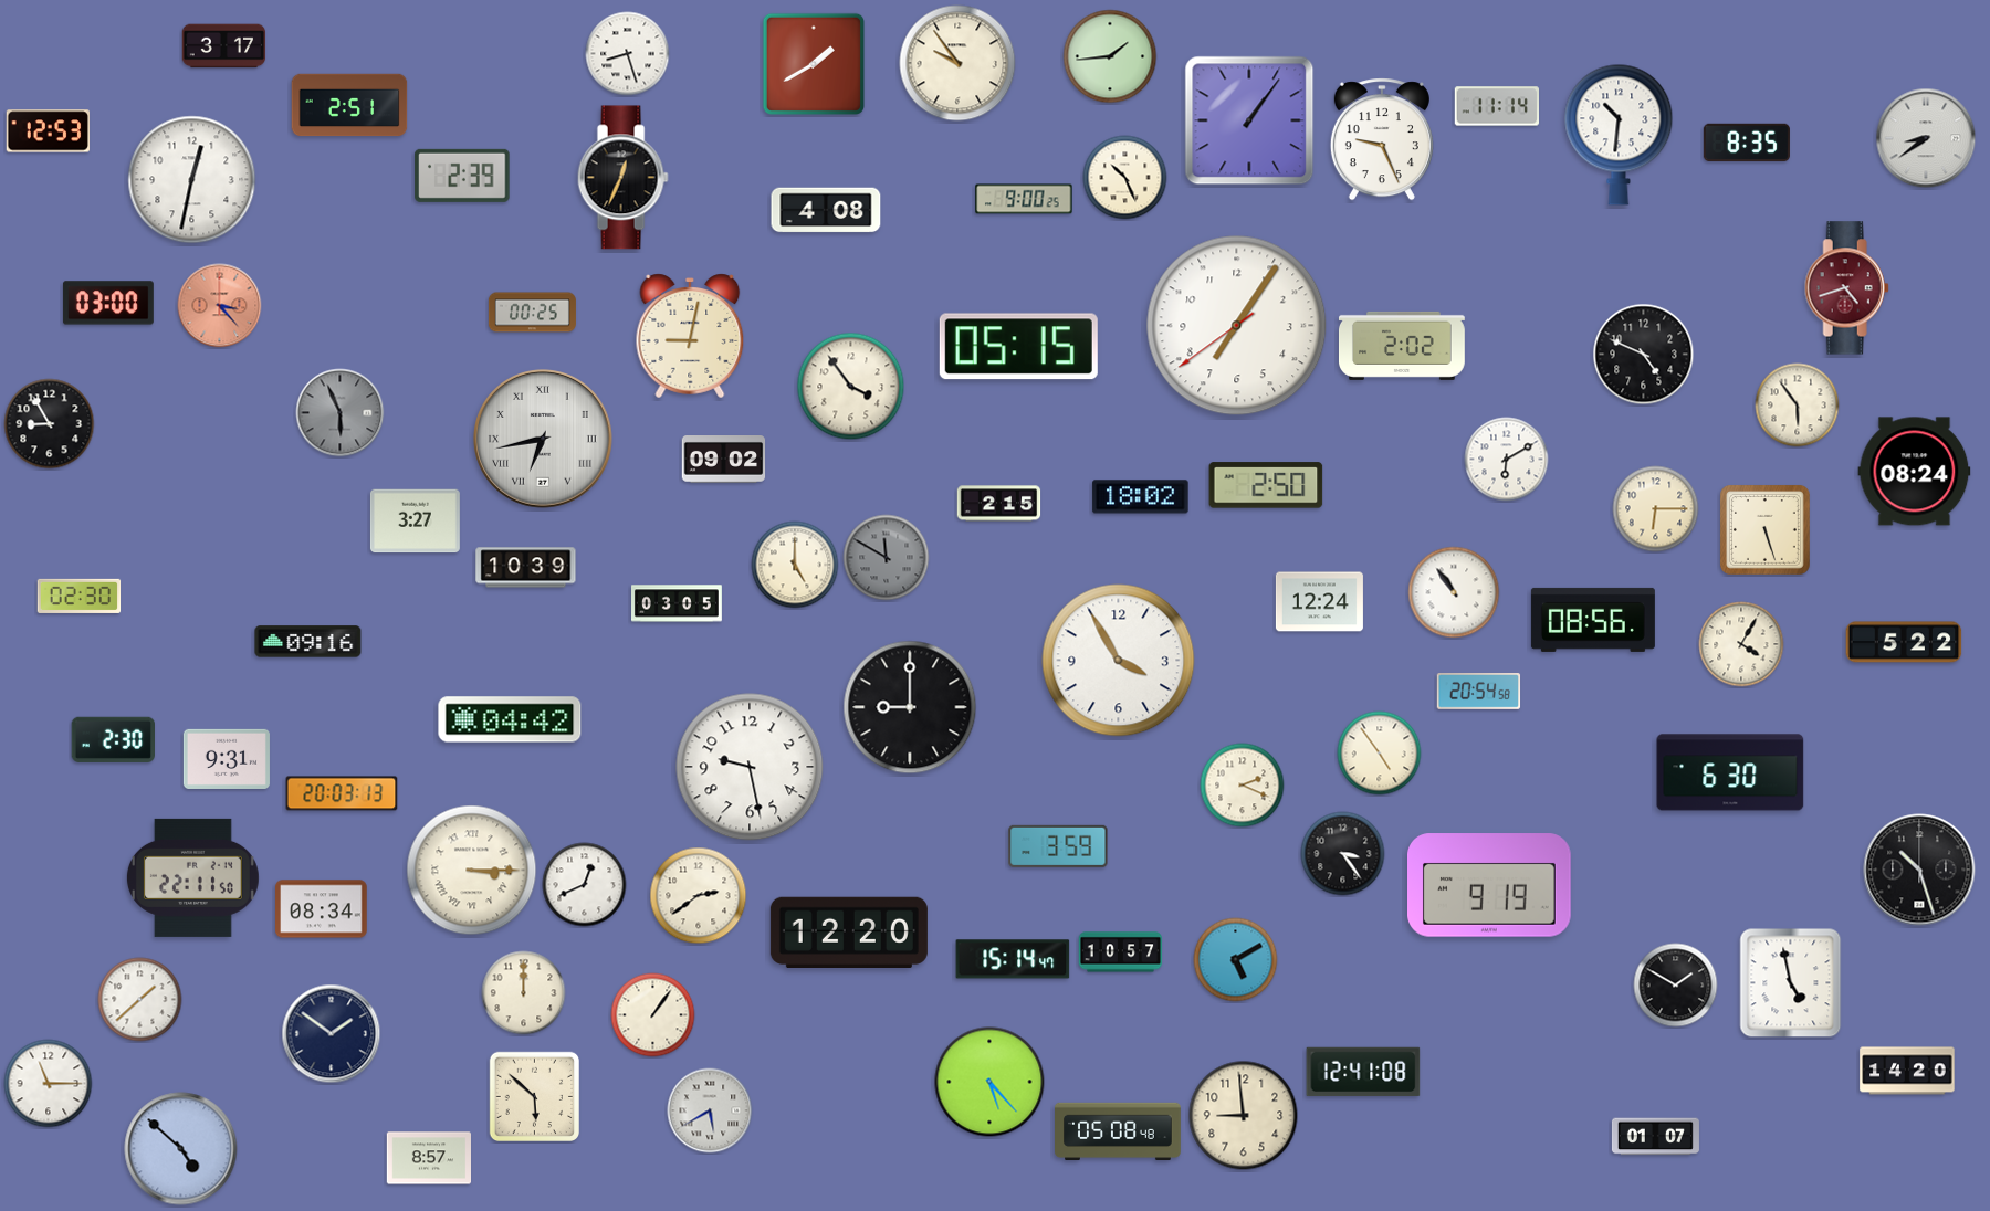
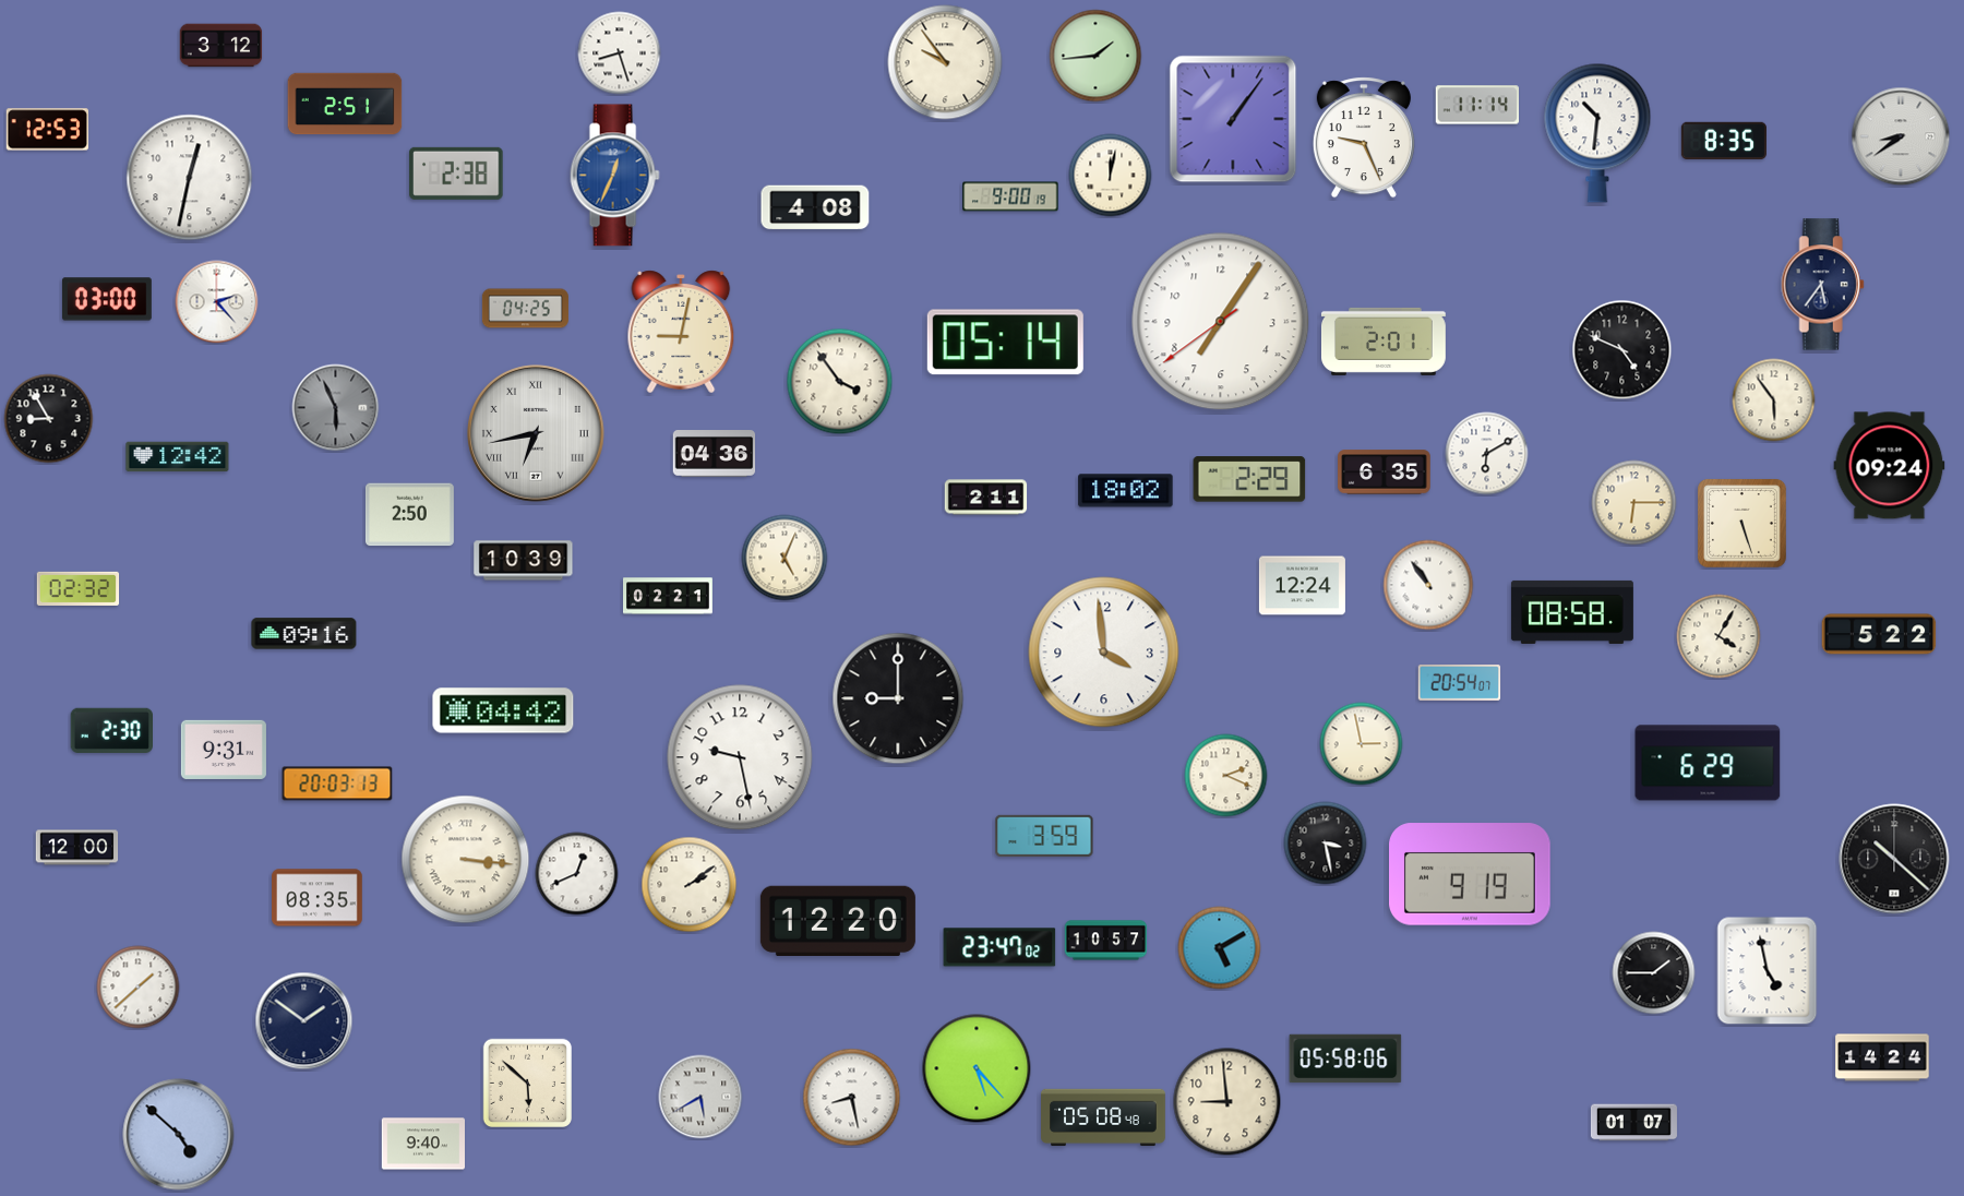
clock at (224, 46): 3:17 -> 3:12
clock at (813, 63): 1:40 -> none
clock at (462, 176): 2:39 -> 2:38
clock at (622, 178) dial: black -> blue
clock at (1125, 178): 10:26 -> 12:02
clock at (1024, 199): 9:00:25 -> 9:00:19
clock at (1846, 288): 4:42 -> 5:36
clock at (1846, 288) dial: burgundy -> navy
clock at (220, 306): 3:23 -> 2:23
clock at (220, 306) dial: salmon -> white
clock at (532, 313): 00:25 -> 04:25
clock at (1402, 346): 2:02 -> 2:01
clock at (1018, 347): 05:15 -> 05:14
clock at (724, 460): 09:02 -> 04:36
clock at (178, 457): none -> 12:42
clock at (1915, 472): 08:24 -> 09:24
clock at (1385, 473): none -> 6:35
clock at (1266, 485): 2:50 -> 2:29
clock at (999, 504): 2:15 -> 2:11
clock at (415, 522): 3:27 -> 2:50
clock at (887, 558): 11:50 -> none
clock at (795, 565): 5:00 -> 5:04
clock at (526, 568) position: (526, 568) -> (524, 561)
clock at (1454, 592) position: (1454, 592) -> (1428, 585)
clock at (80, 596): 02:30 -> 02:32
clock at (1319, 602) position: (1319, 602) -> (1302, 586)
clock at (678, 603): 03:05 -> 02:21
clock at (1593, 620): 08:56 -> 08:58
clock at (1119, 661): 3:55 -> 3:59
clock at (1479, 692): 20:54:58 -> 20:54:07
clock at (1380, 754): 4:54 -> 2:58
clock at (1730, 772): 6:30 -> 6:29
clock at (1343, 854): 3:24 -> 3:28
clock at (77, 848): none -> 12:00
clock at (1919, 870): 10:27 -> 10:22
clock at (472, 871): 3:15 -> 3:16
clock at (192, 877): 22:11 -> none
clock at (699, 896): 2:39 -> 2:09
clock at (322, 909): 08:34 -> 08:35
clock at (1013, 959): 15:14 -> 23:47
clock at (1676, 986): 1:50 -> 1:45
clock at (524, 993): 12:00 -> none
clock at (653, 1015): 1:06 -> none
clock at (332, 1034) position: (332, 1034) -> (304, 1021)
clock at (1907, 1071): 14:20 -> 14:24
clock at (1363, 1072): 12:41 -> 05:58
clock at (49, 1084): 11:15 -> none
clock at (852, 1098): none -> 8:28
clock at (428, 1158): 8:57 -> 9:40
